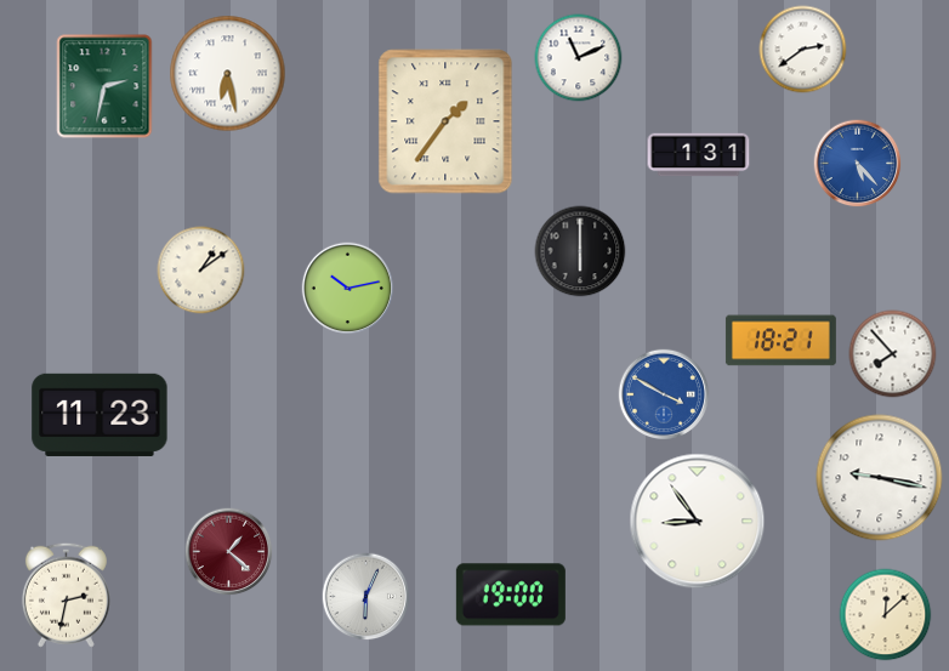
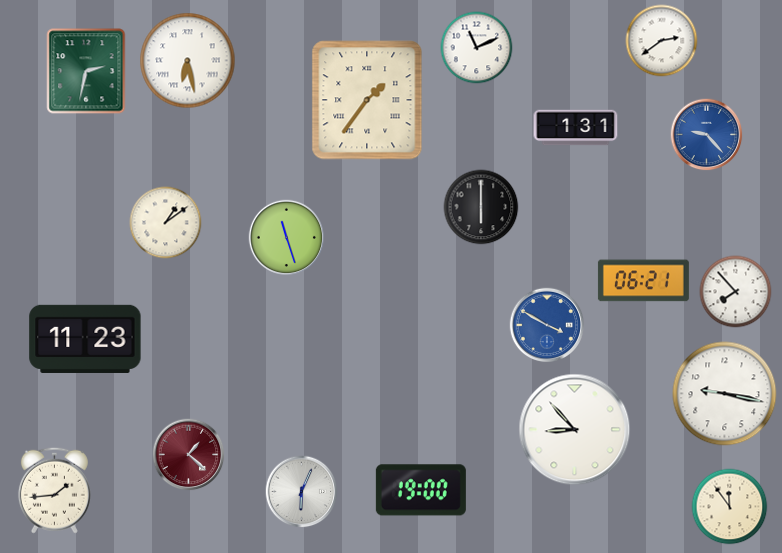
clock at (858, 164): 5:23 -> 9:23
clock at (580, 251) position: (580, 251) -> (481, 207)
clock at (348, 289): 10:13 -> 11:27
clock at (780, 341): 18:21 -> 06:21
clock at (100, 415) position: (100, 415) -> (85, 339)
clock at (698, 522): 8:54 -> 8:53
clock at (66, 595): 2:32 -> 1:44
clock at (886, 615): 12:08 -> 11:54
